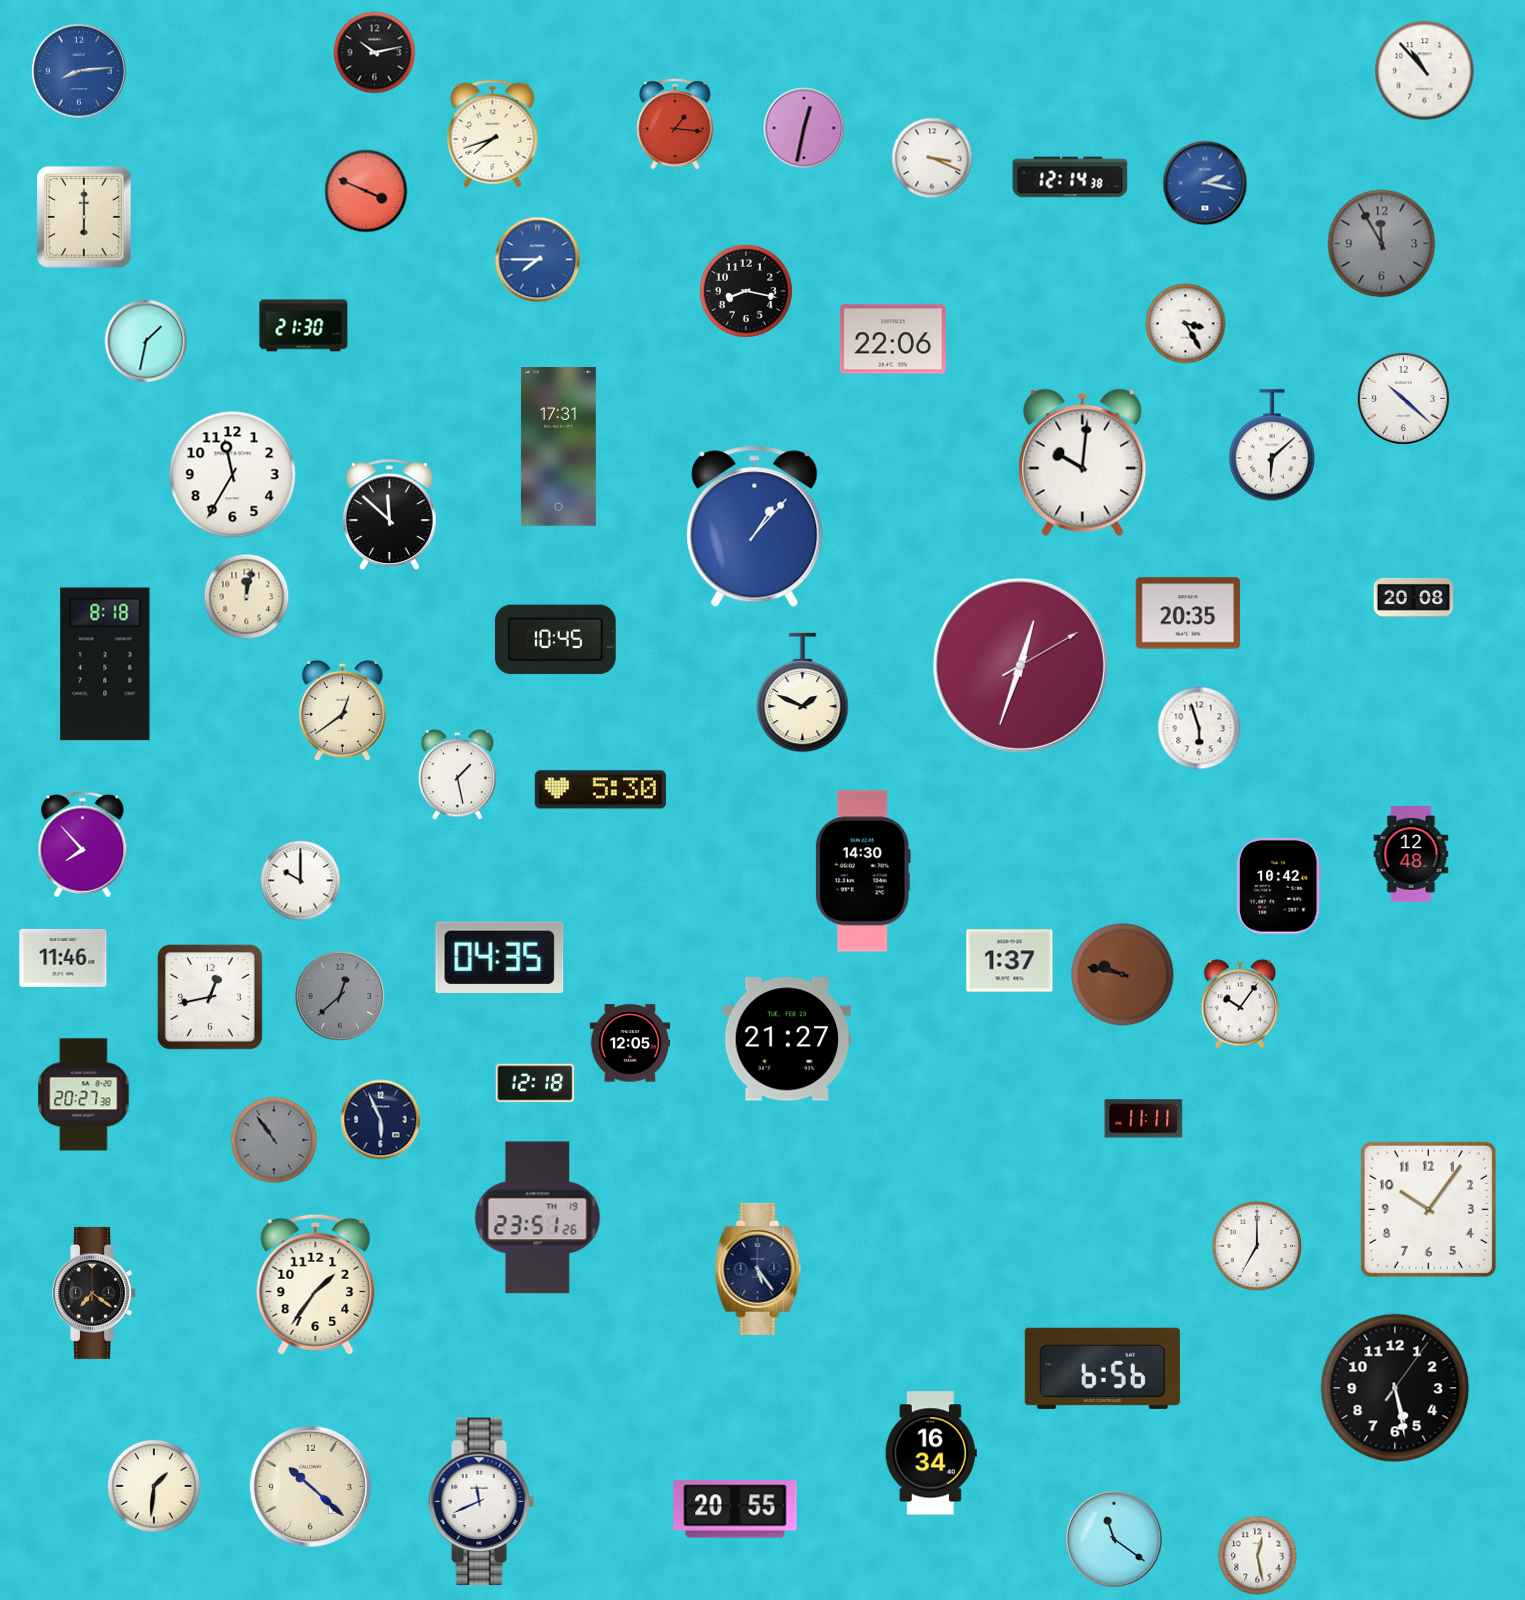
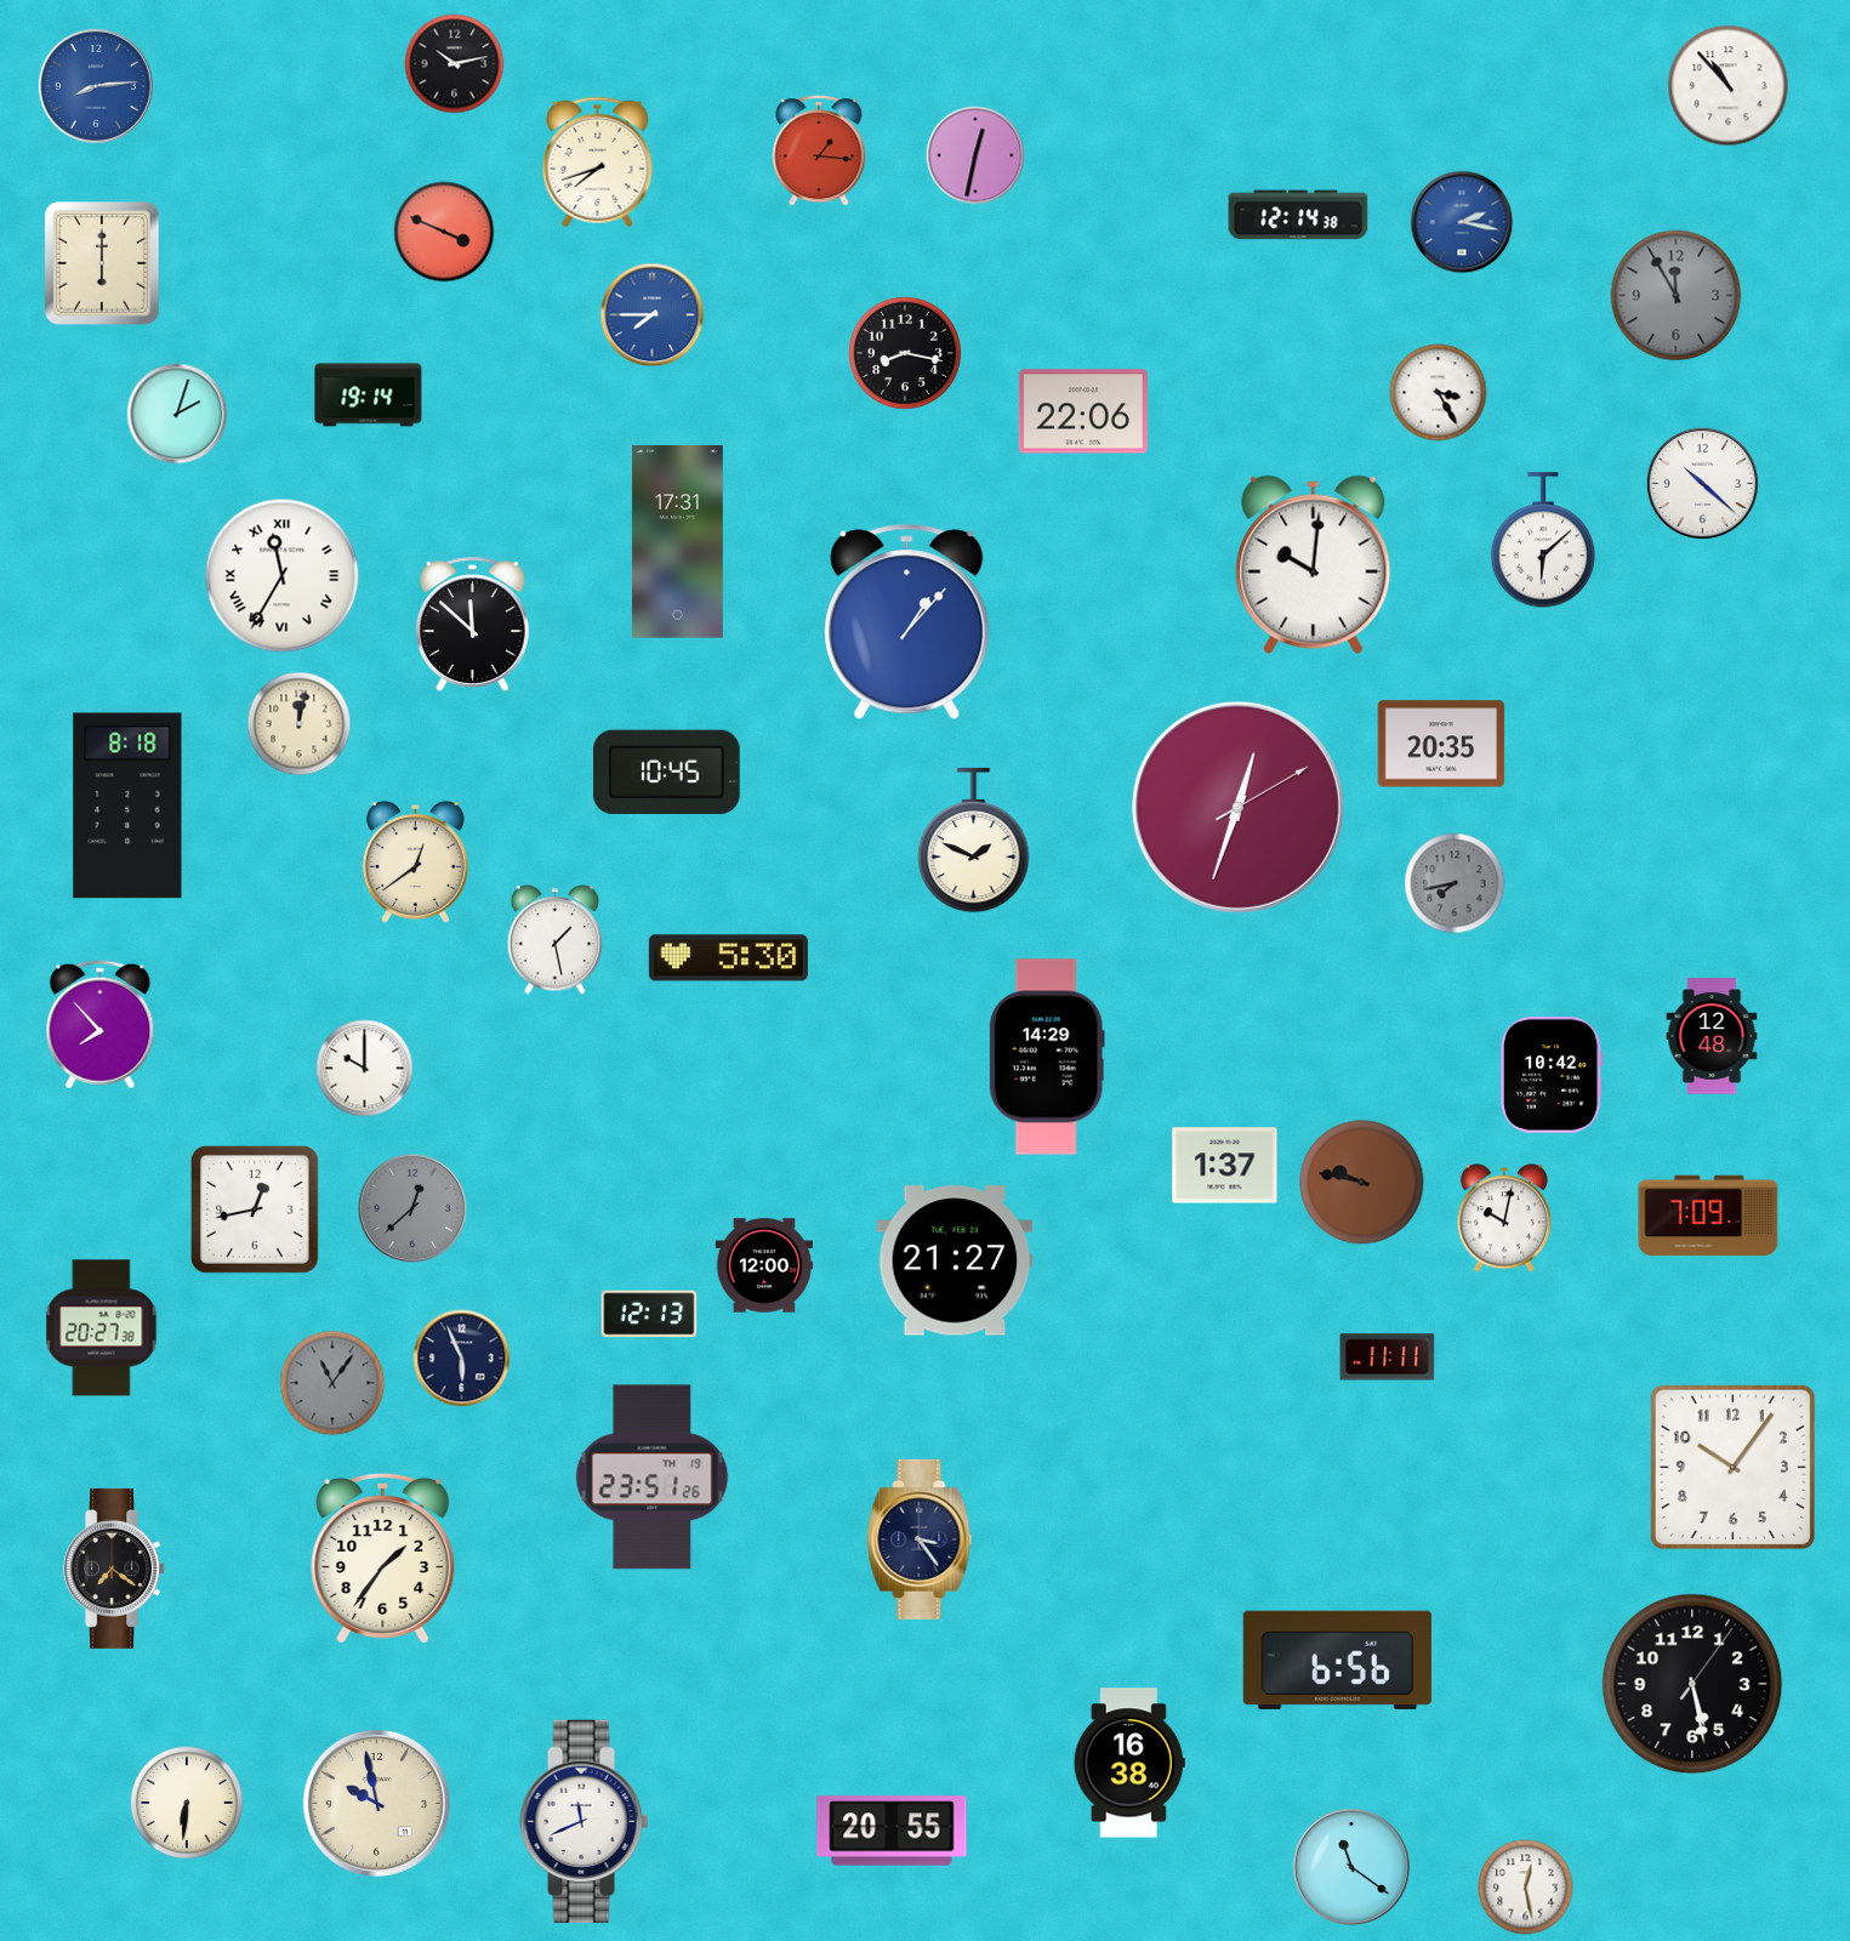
clock at (932, 158): 3:19 -> none
clock at (304, 326): 21:30 -> 19:14
clock at (146, 341): 1:32 -> 2:03
clock at (1083, 463) position: (1083, 463) -> (1314, 565)
clock at (233, 475) numerals: Arabic -> Roman
clock at (755, 527) position: (755, 527) -> (907, 622)
clock at (1414, 597): 20:08 -> none
clock at (555, 640) position: (555, 640) -> (666, 773)
clock at (1199, 728): 5:57 -> 7:43
clock at (1199, 728) dial: white -> grey
clock at (863, 871): 14:30 -> 14:29
clock at (500, 957): 04:35 -> none
clock at (63, 958): 11:46 -> none
clock at (1708, 1216): none -> 7:09
clock at (1239, 1004): 10:06 -> 10:02
clock at (630, 1043): 12:05 -> 12:00
clock at (535, 1083): 12:18 -> 12:13
clock at (274, 1140): 10:54 -> 11:06
clock at (1257, 1246): 7:00 -> none
clock at (758, 1269): 5:24 -> 3:24
clock at (931, 1453): 16:34 -> 16:38
clock at (154, 1486): 1:31 -> 6:31
clock at (310, 1486): 10:22 -> 9:58
